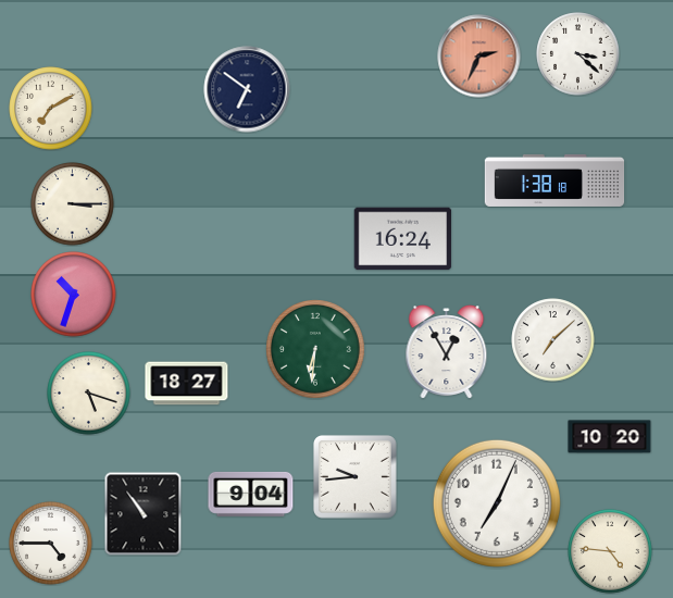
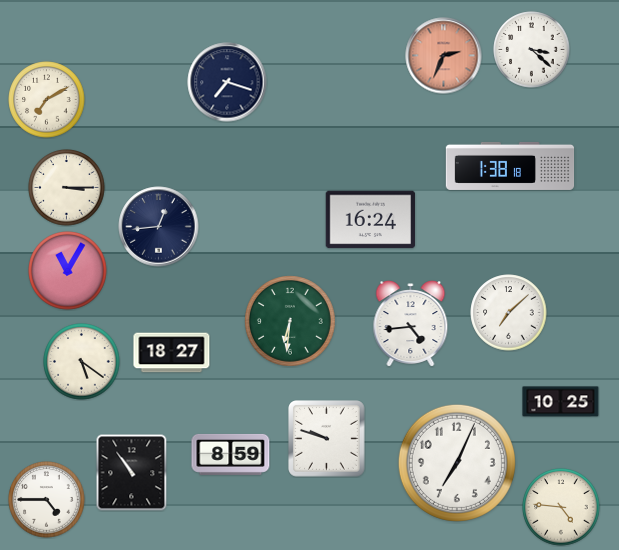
clock at (479, 57) position: (479, 57) -> (444, 56)
clock at (247, 89): 6:51 -> 7:18
clock at (159, 227): none -> 12:44
clock at (74, 295): 10:33 -> 11:05
clock at (447, 352): 12:55 -> 4:44
clock at (89, 394): 5:18 -> 5:21
clock at (610, 437): 10:20 -> 10:25
clock at (356, 477): 9:44 -> 9:48
clock at (251, 494): 9:04 -> 8:59
